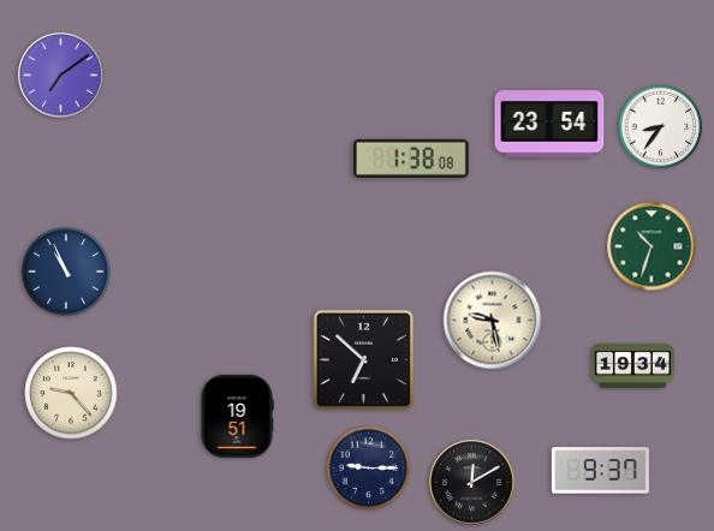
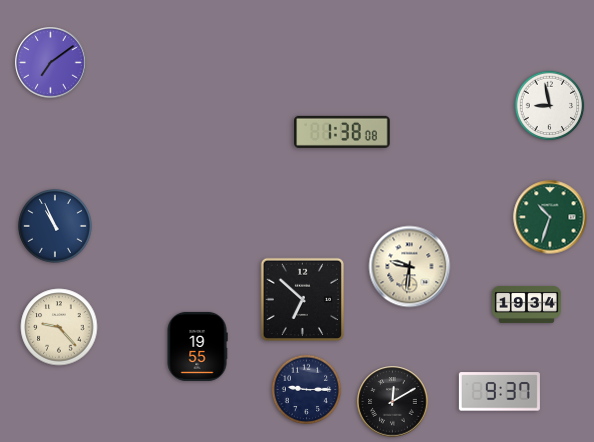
clock at (549, 124): 23:54 -> none
clock at (661, 127): 8:36 -> 8:58
clock at (651, 246) position: (651, 246) -> (550, 217)
clock at (493, 321): 9:28 -> 9:31
clock at (237, 416): 19:51 -> 19:55
